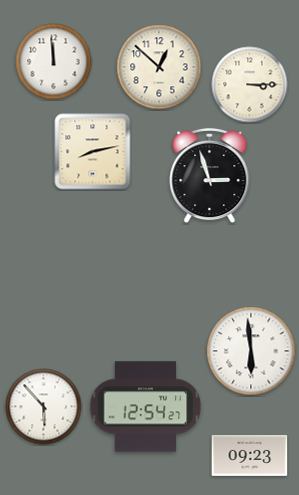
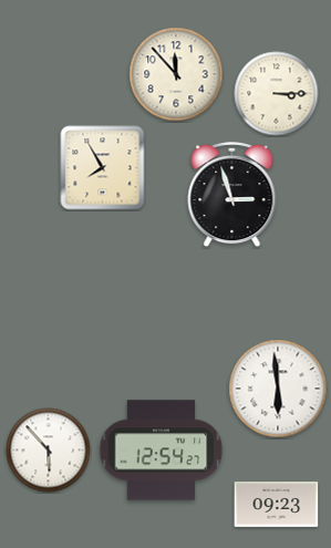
clock at (54, 62): 11:59 -> none
clock at (159, 67): 12:52 -> 11:53
clock at (93, 152): 8:13 -> 7:55
